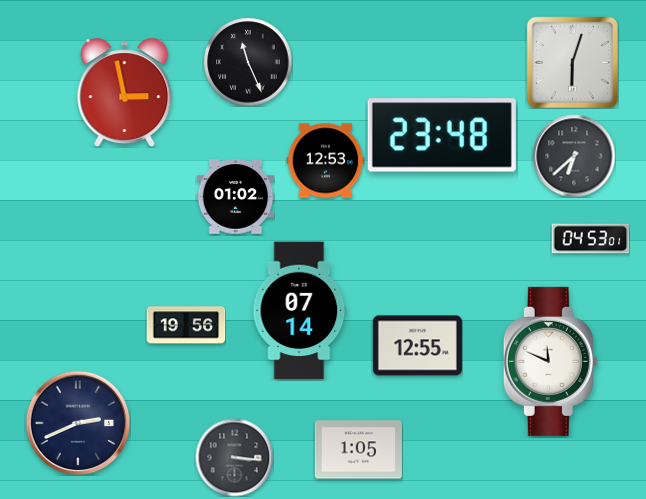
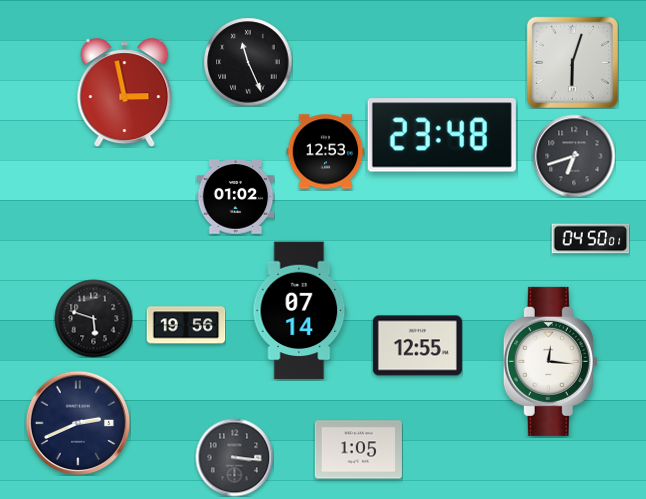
clock at (574, 156): 6:38 -> 6:42
clock at (325, 161) position: (325, 161) -> (325, 152)
clock at (590, 239): 04:53 -> 04:50
clock at (93, 318): none -> 5:48
clock at (550, 361): 11:49 -> 12:16
